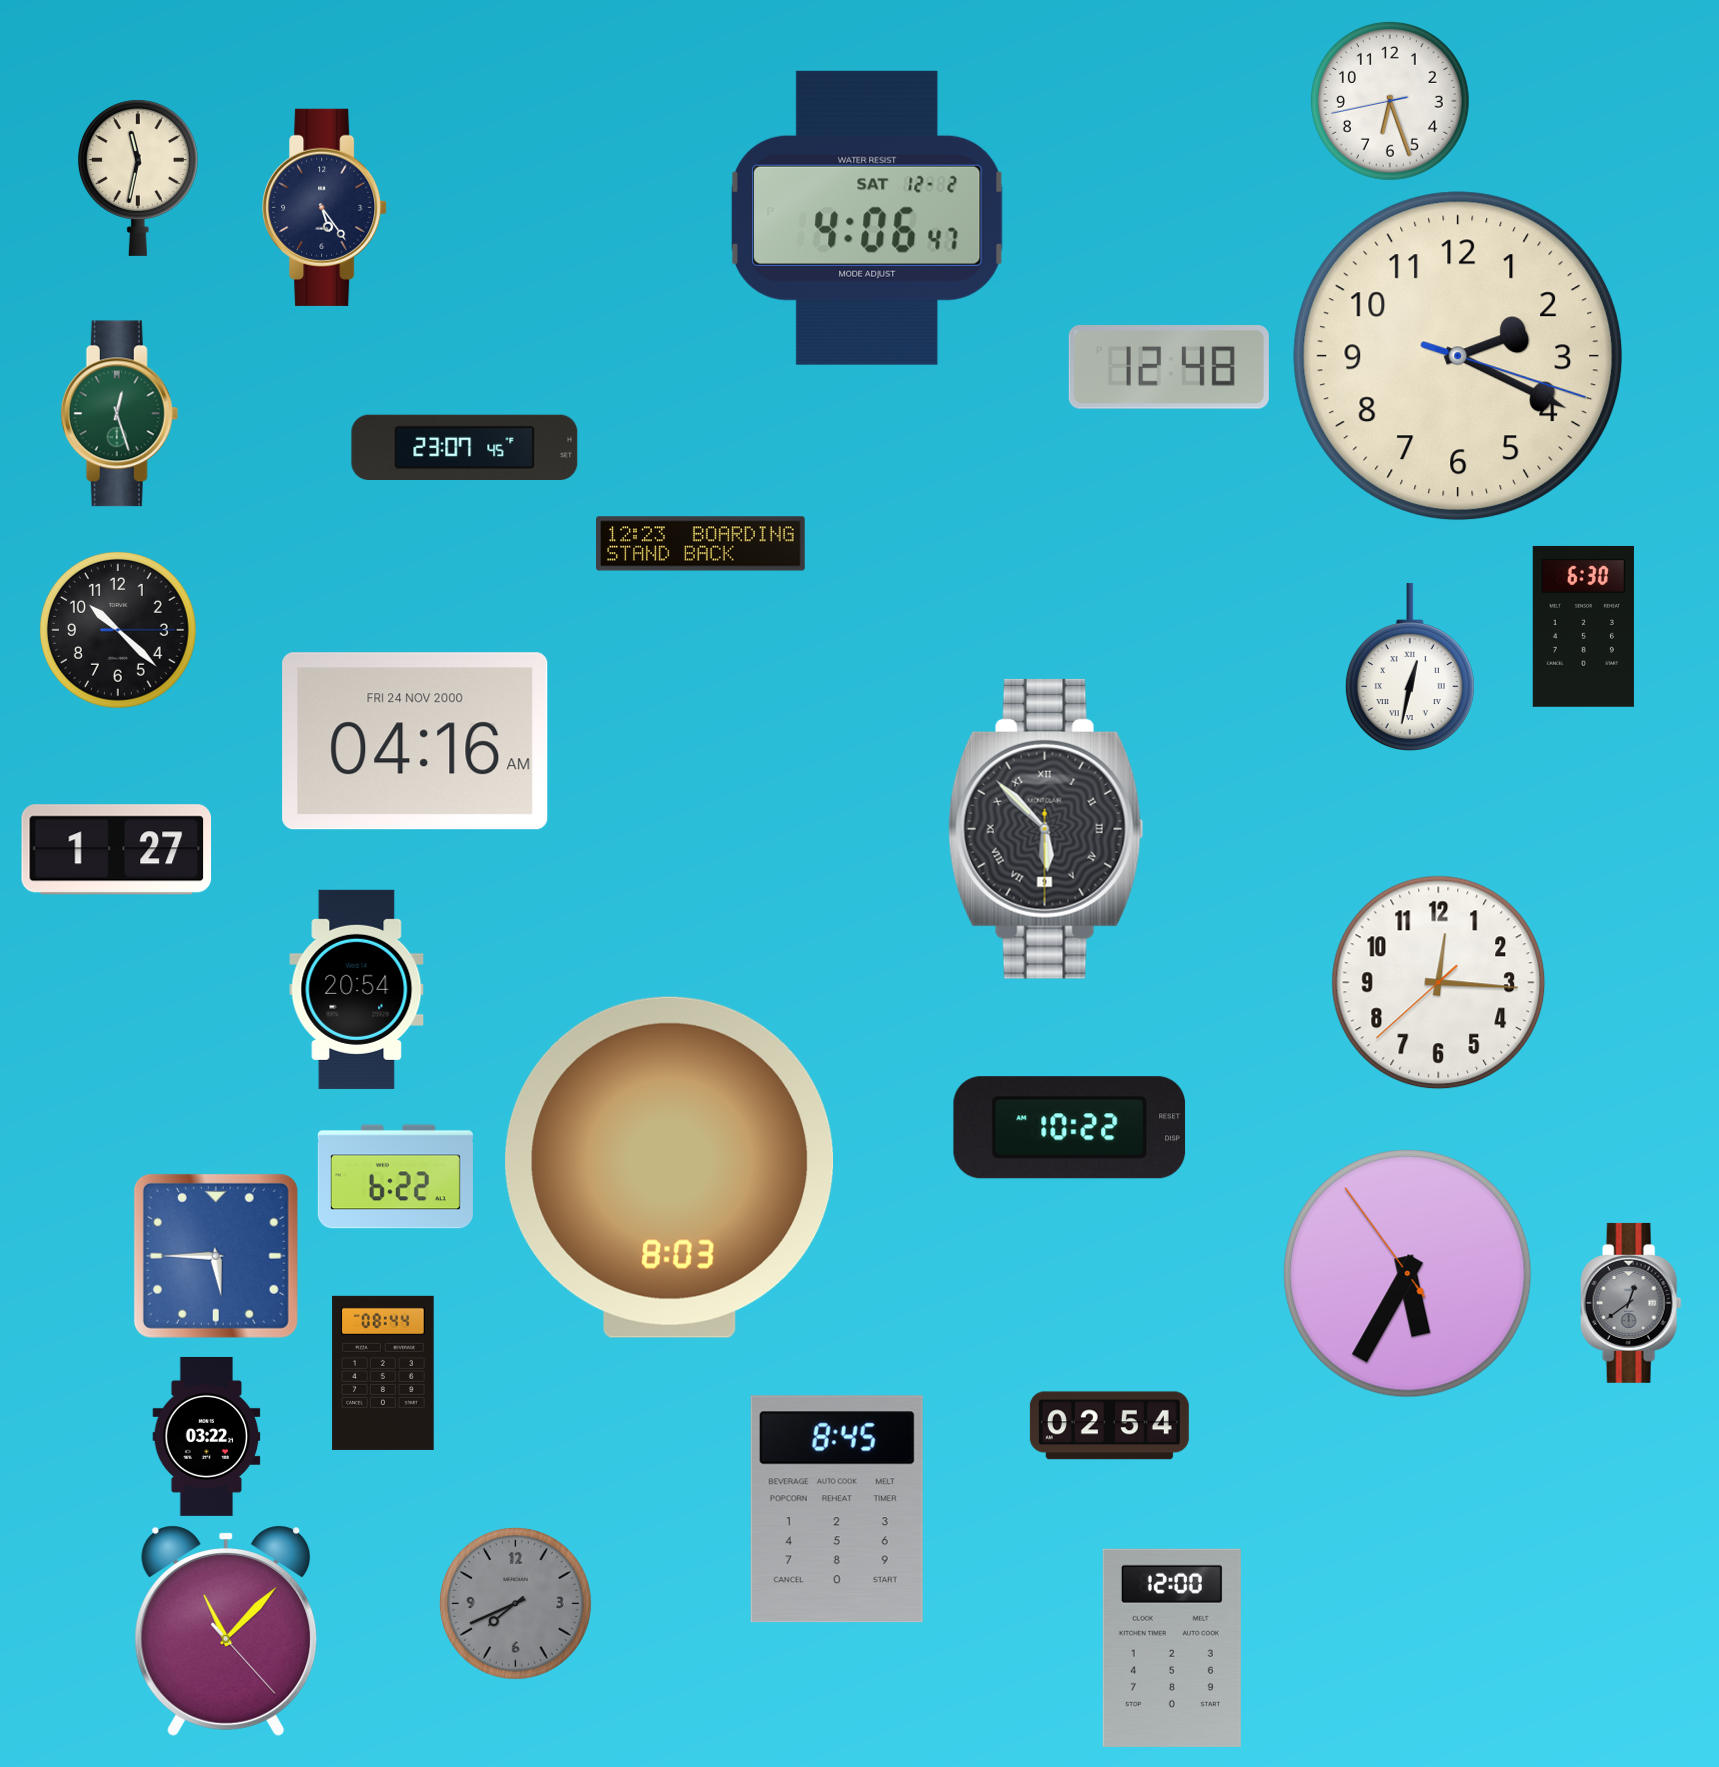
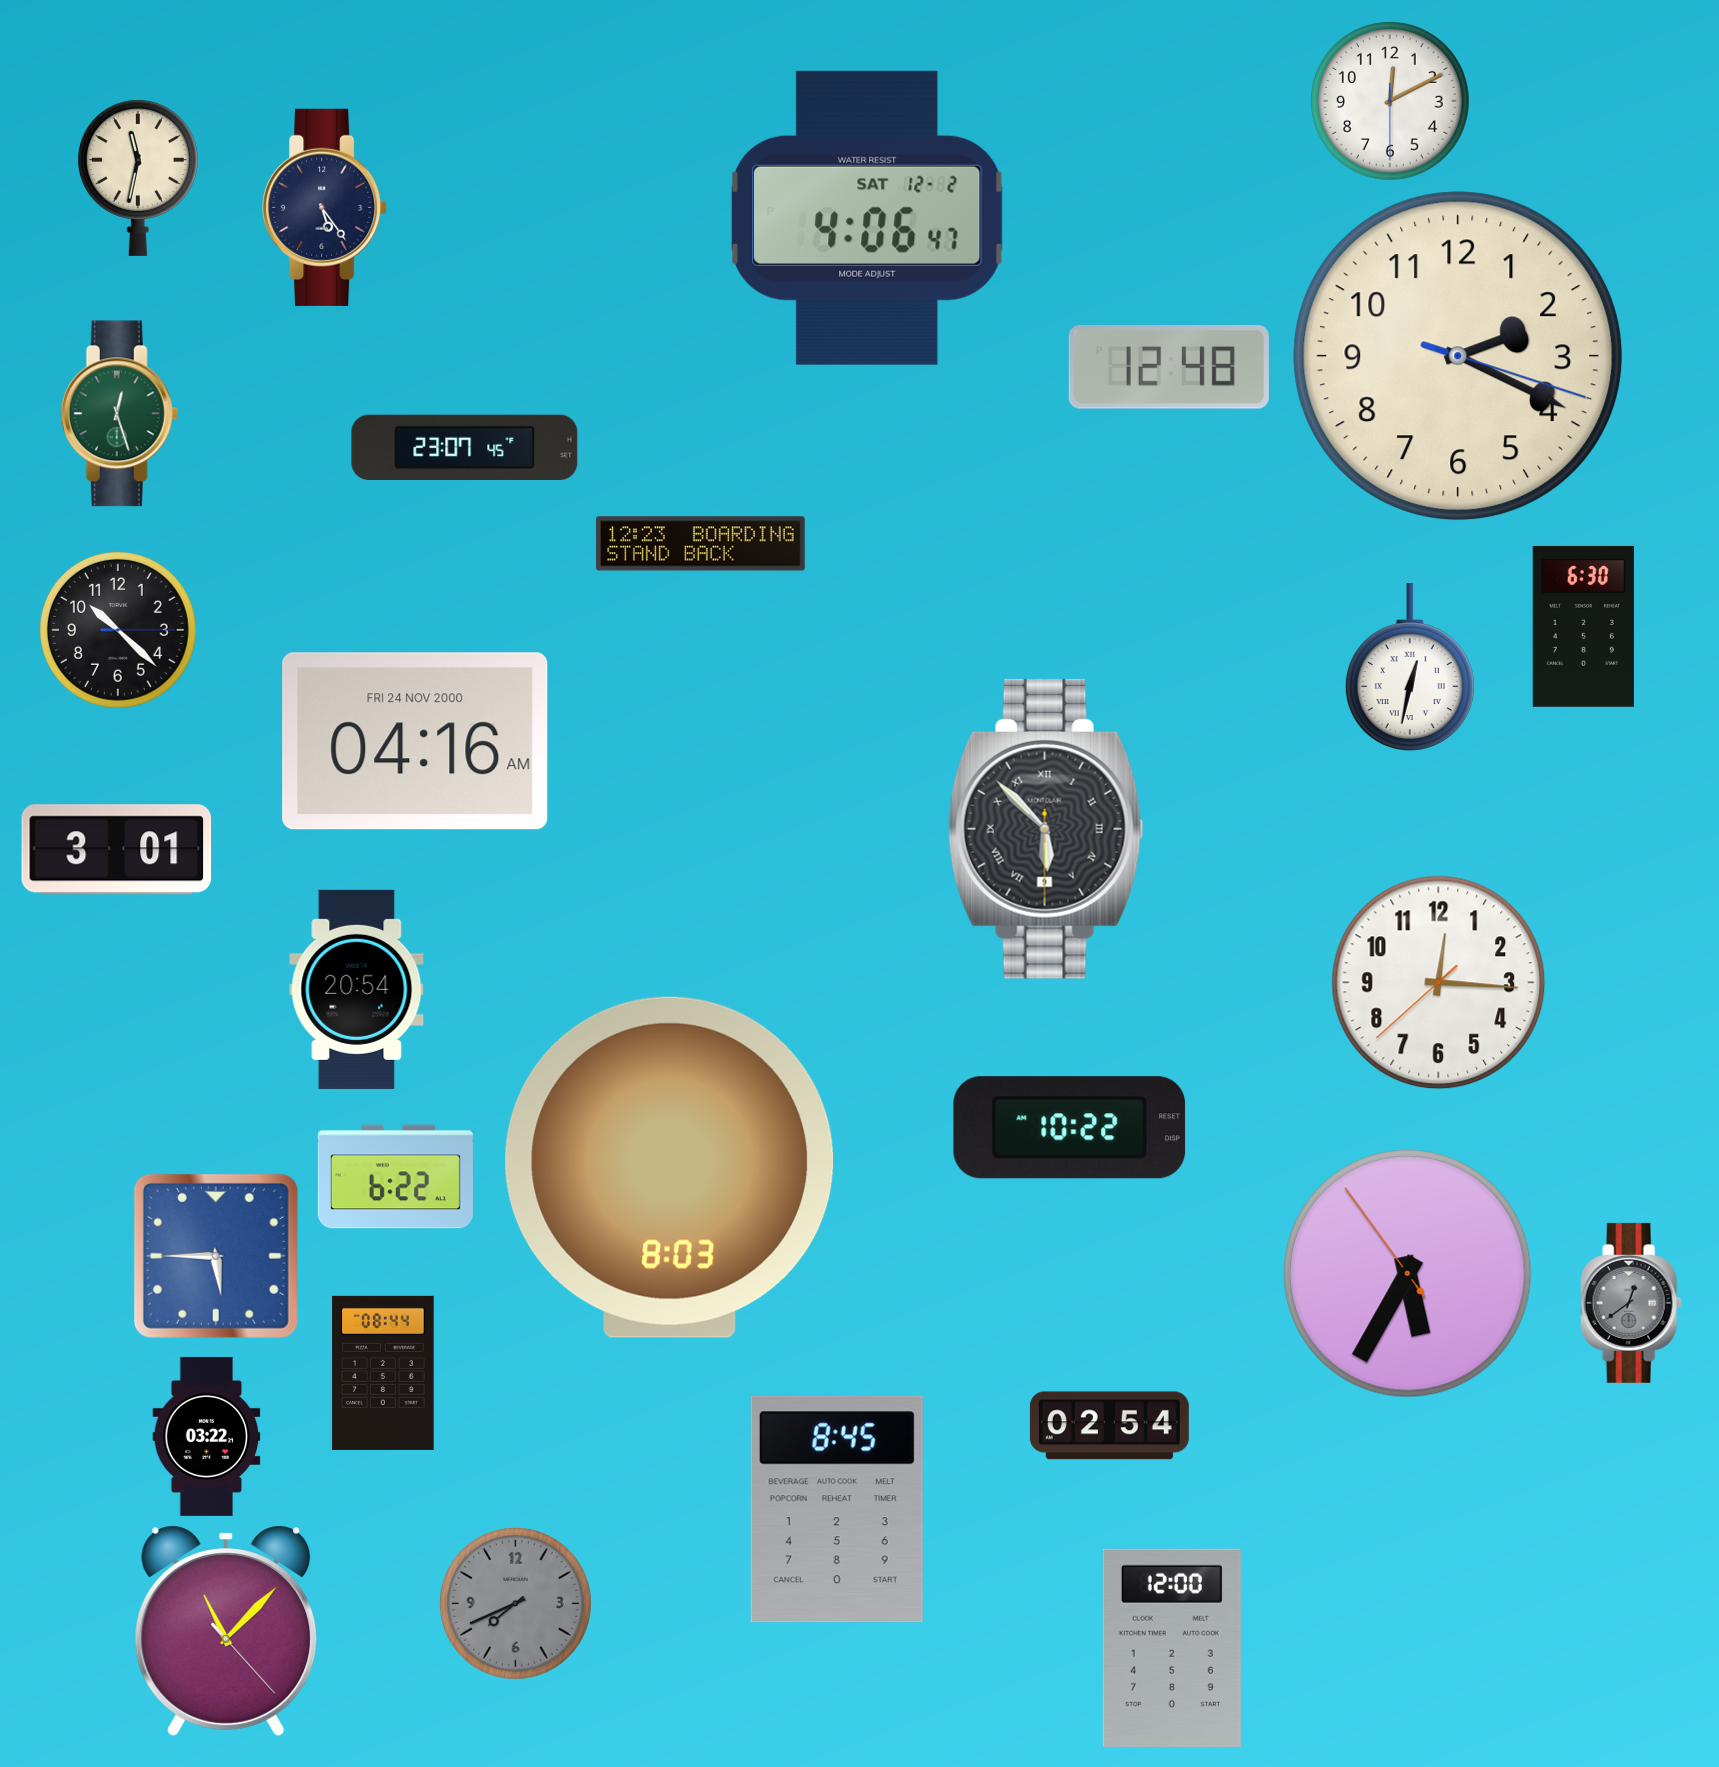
clock at (1390, 101): 6:26 -> 12:10
clock at (117, 850): 1:27 -> 3:01
